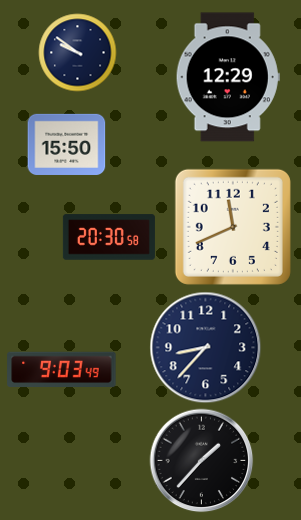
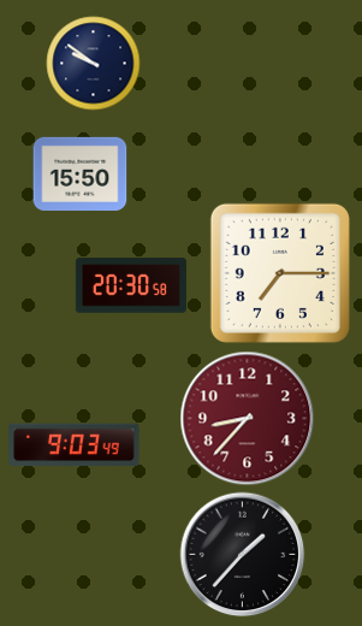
clock at (228, 77): 12:29 -> none
clock at (233, 227): 11:41 -> 7:15
clock at (205, 347) dial: navy -> burgundy
